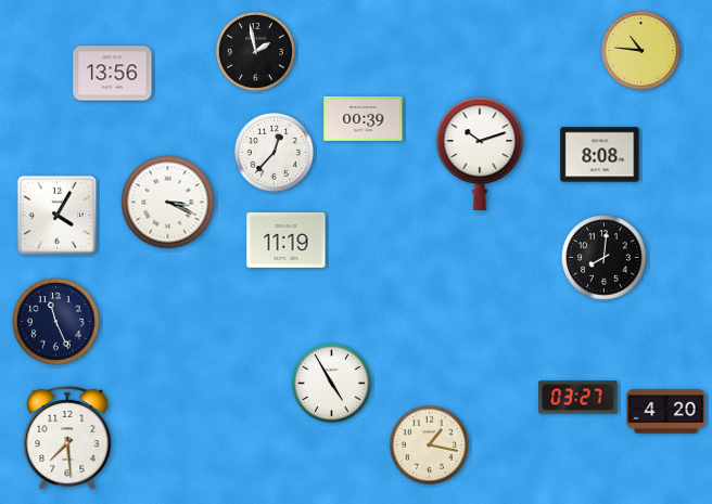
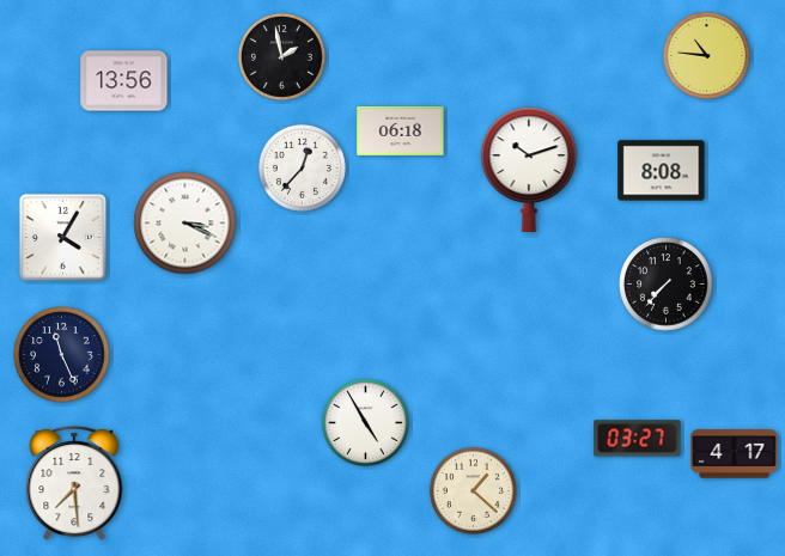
clock at (364, 118): 00:39 -> 06:18
clock at (287, 240): 11:19 -> none
clock at (605, 258): 8:01 -> 7:37
clock at (666, 412): 4:20 -> 4:17
clock at (429, 444): 1:17 -> 1:22
